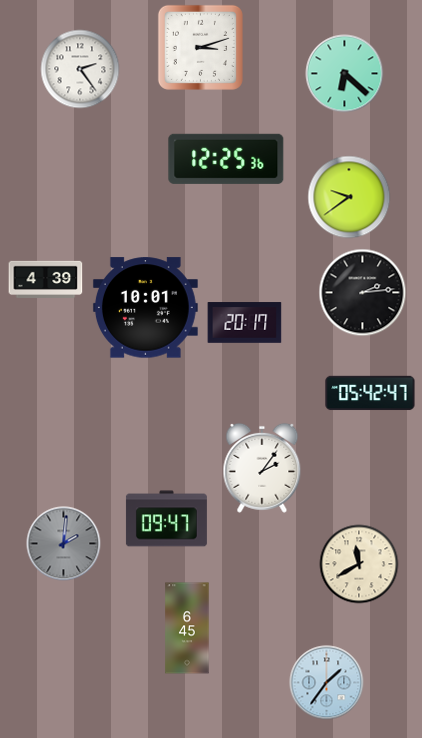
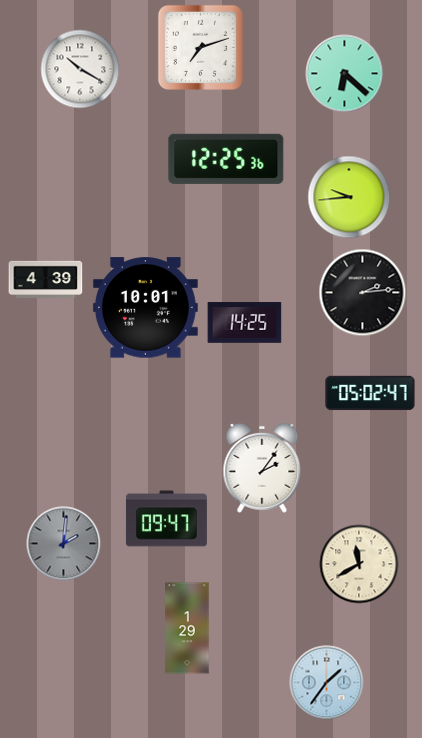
clock at (200, 47): 3:12 -> 7:12
clock at (80, 69): 2:24 -> 10:20
clock at (349, 197): 9:39 -> 9:44
clock at (245, 323): 20:17 -> 14:25
clock at (370, 393): 05:42 -> 05:02
clock at (187, 628): 6:45 -> 1:29
